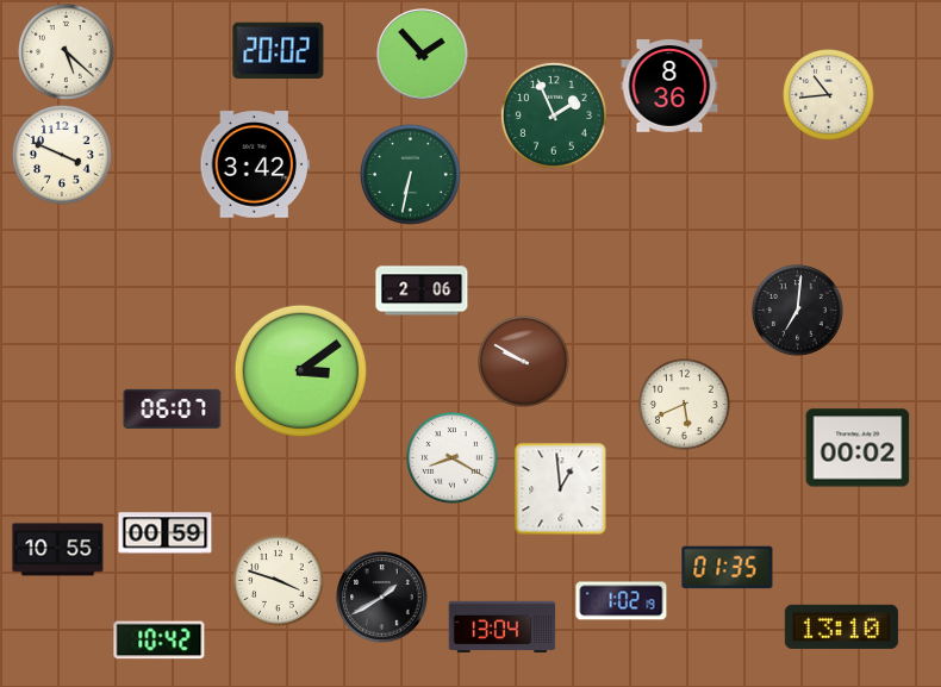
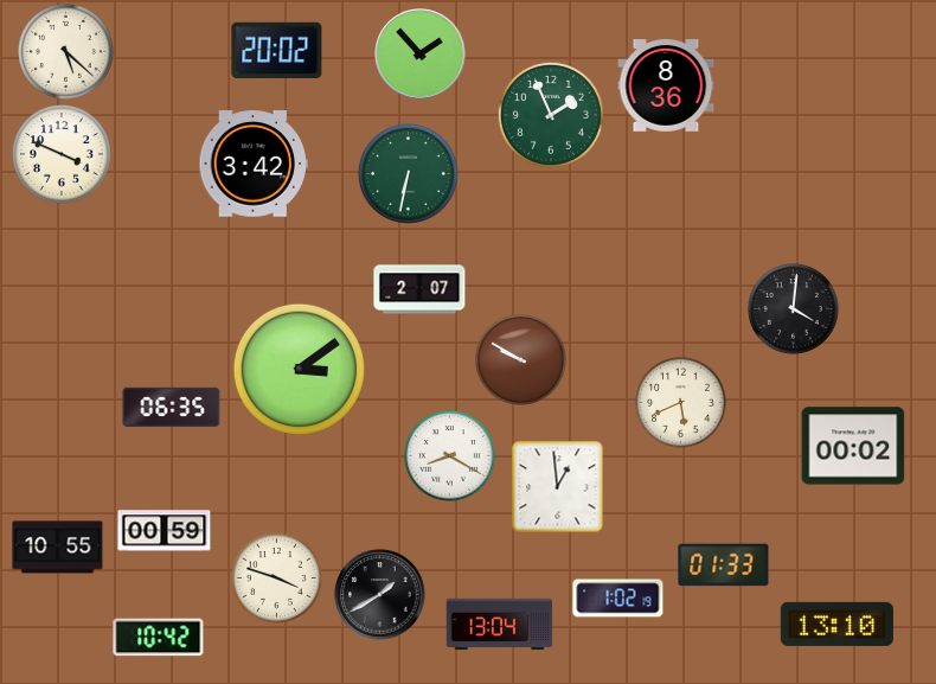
clock at (829, 95): 10:44 -> none
clock at (422, 291): 2:06 -> 2:07
clock at (798, 311): 7:01 -> 4:01
clock at (173, 408): 06:07 -> 06:35
clock at (728, 568): 01:35 -> 01:33
